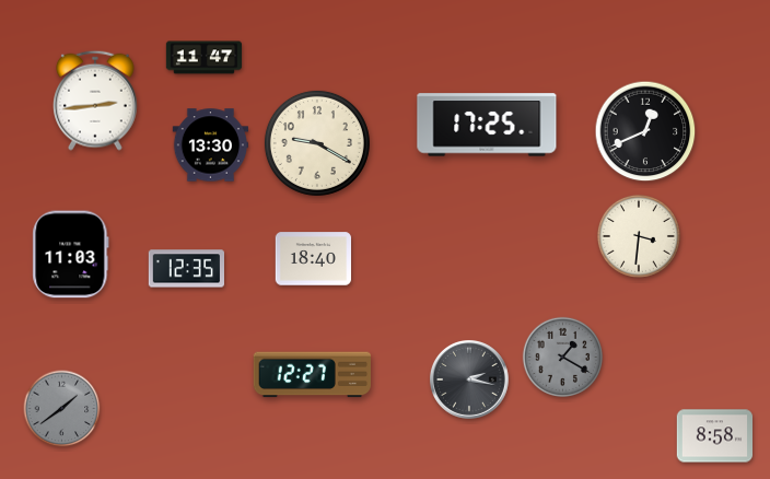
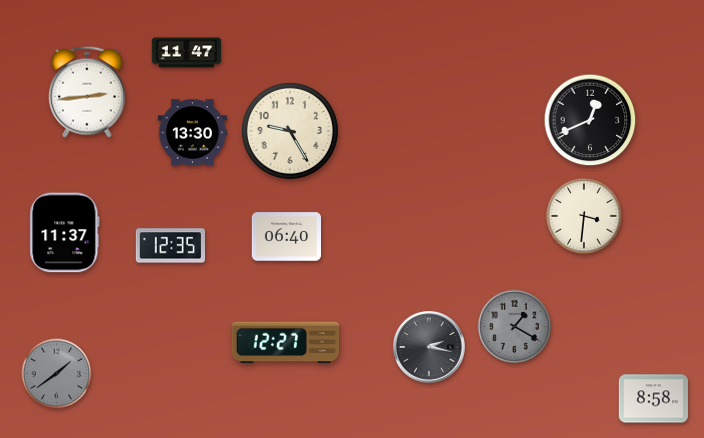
clock at (487, 125): 17:25 -> none
clock at (317, 143): 9:20 -> 9:25
clock at (71, 255): 11:03 -> 11:37
clock at (314, 259): 18:40 -> 06:40
